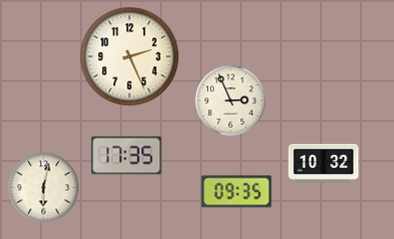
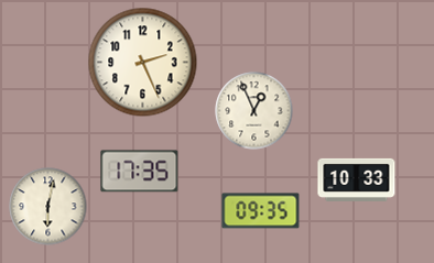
clock at (231, 101): 2:56 -> 12:56
clock at (324, 163): 10:32 -> 10:33
